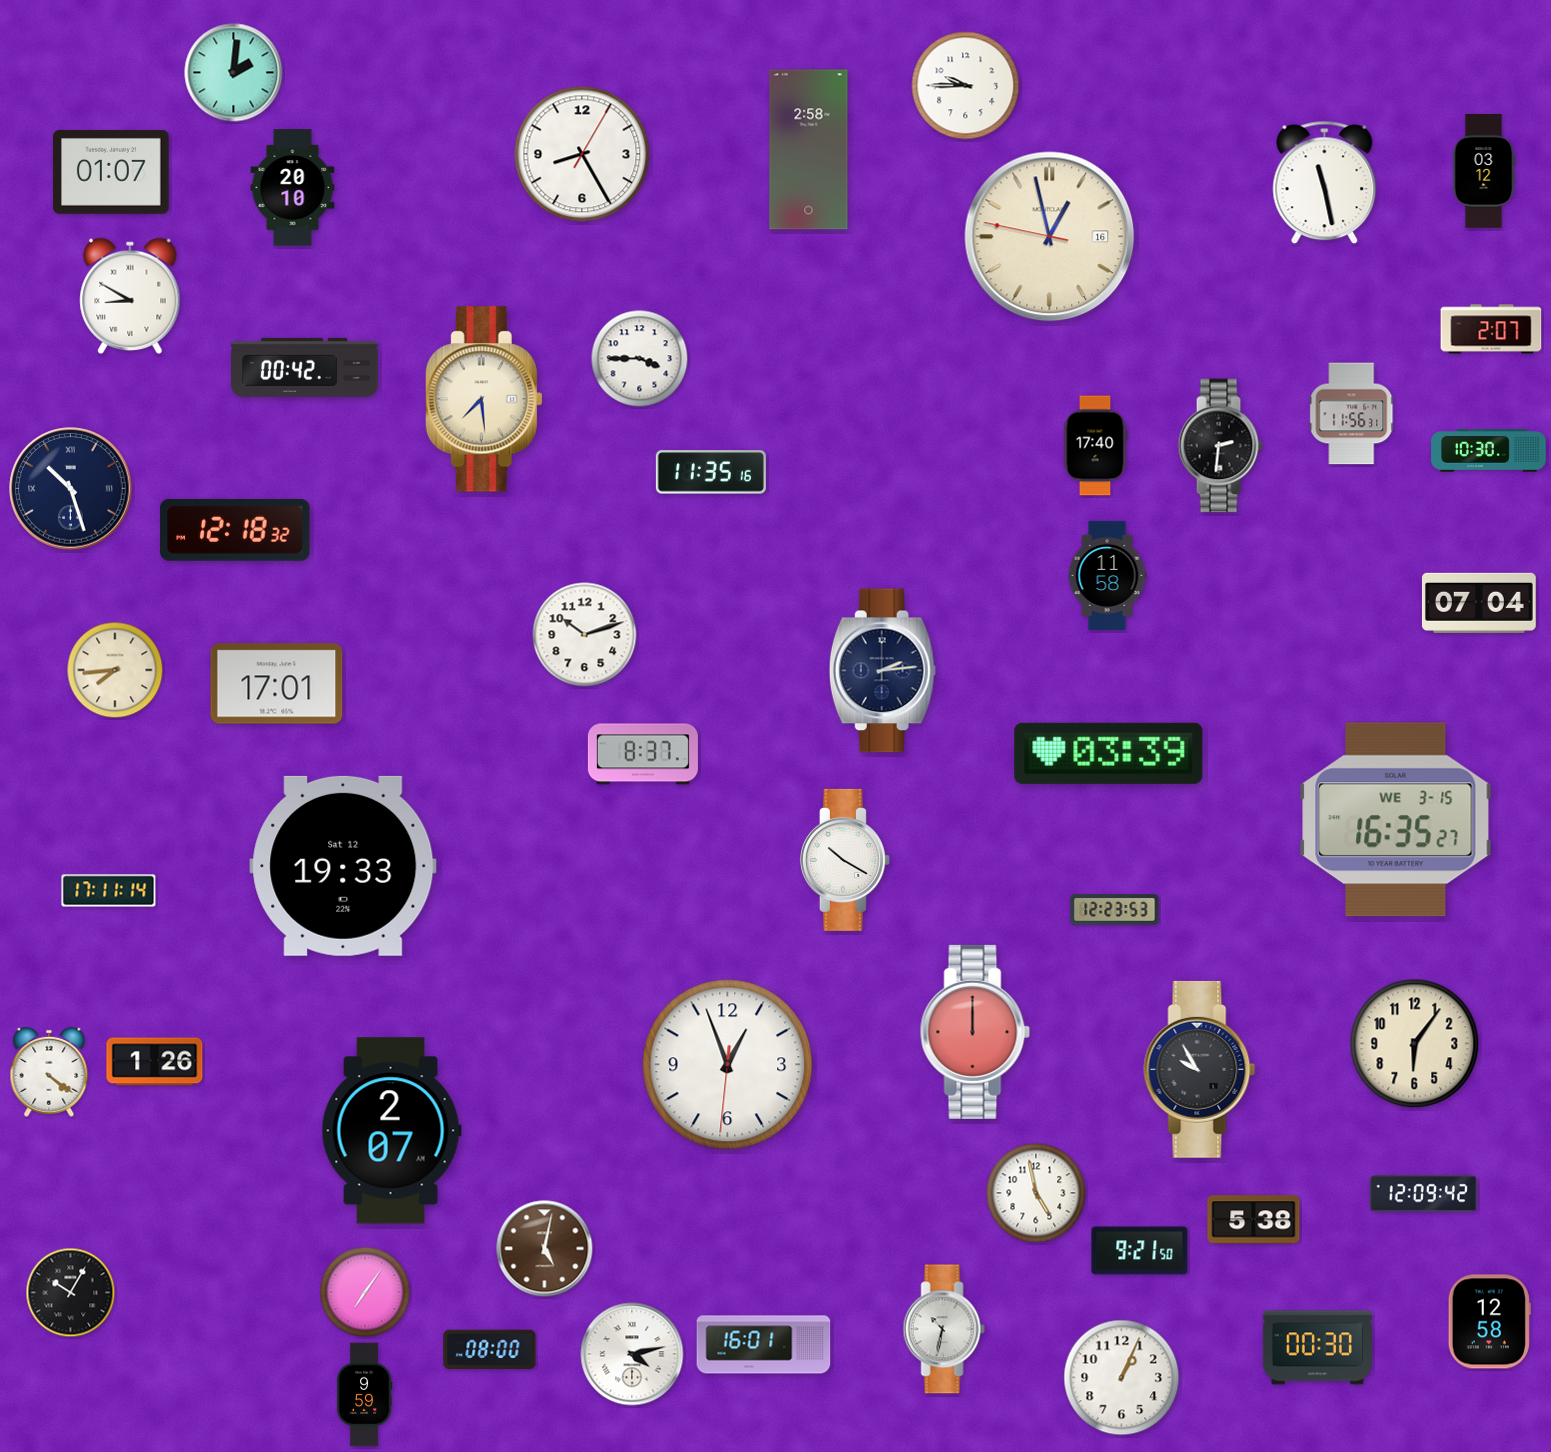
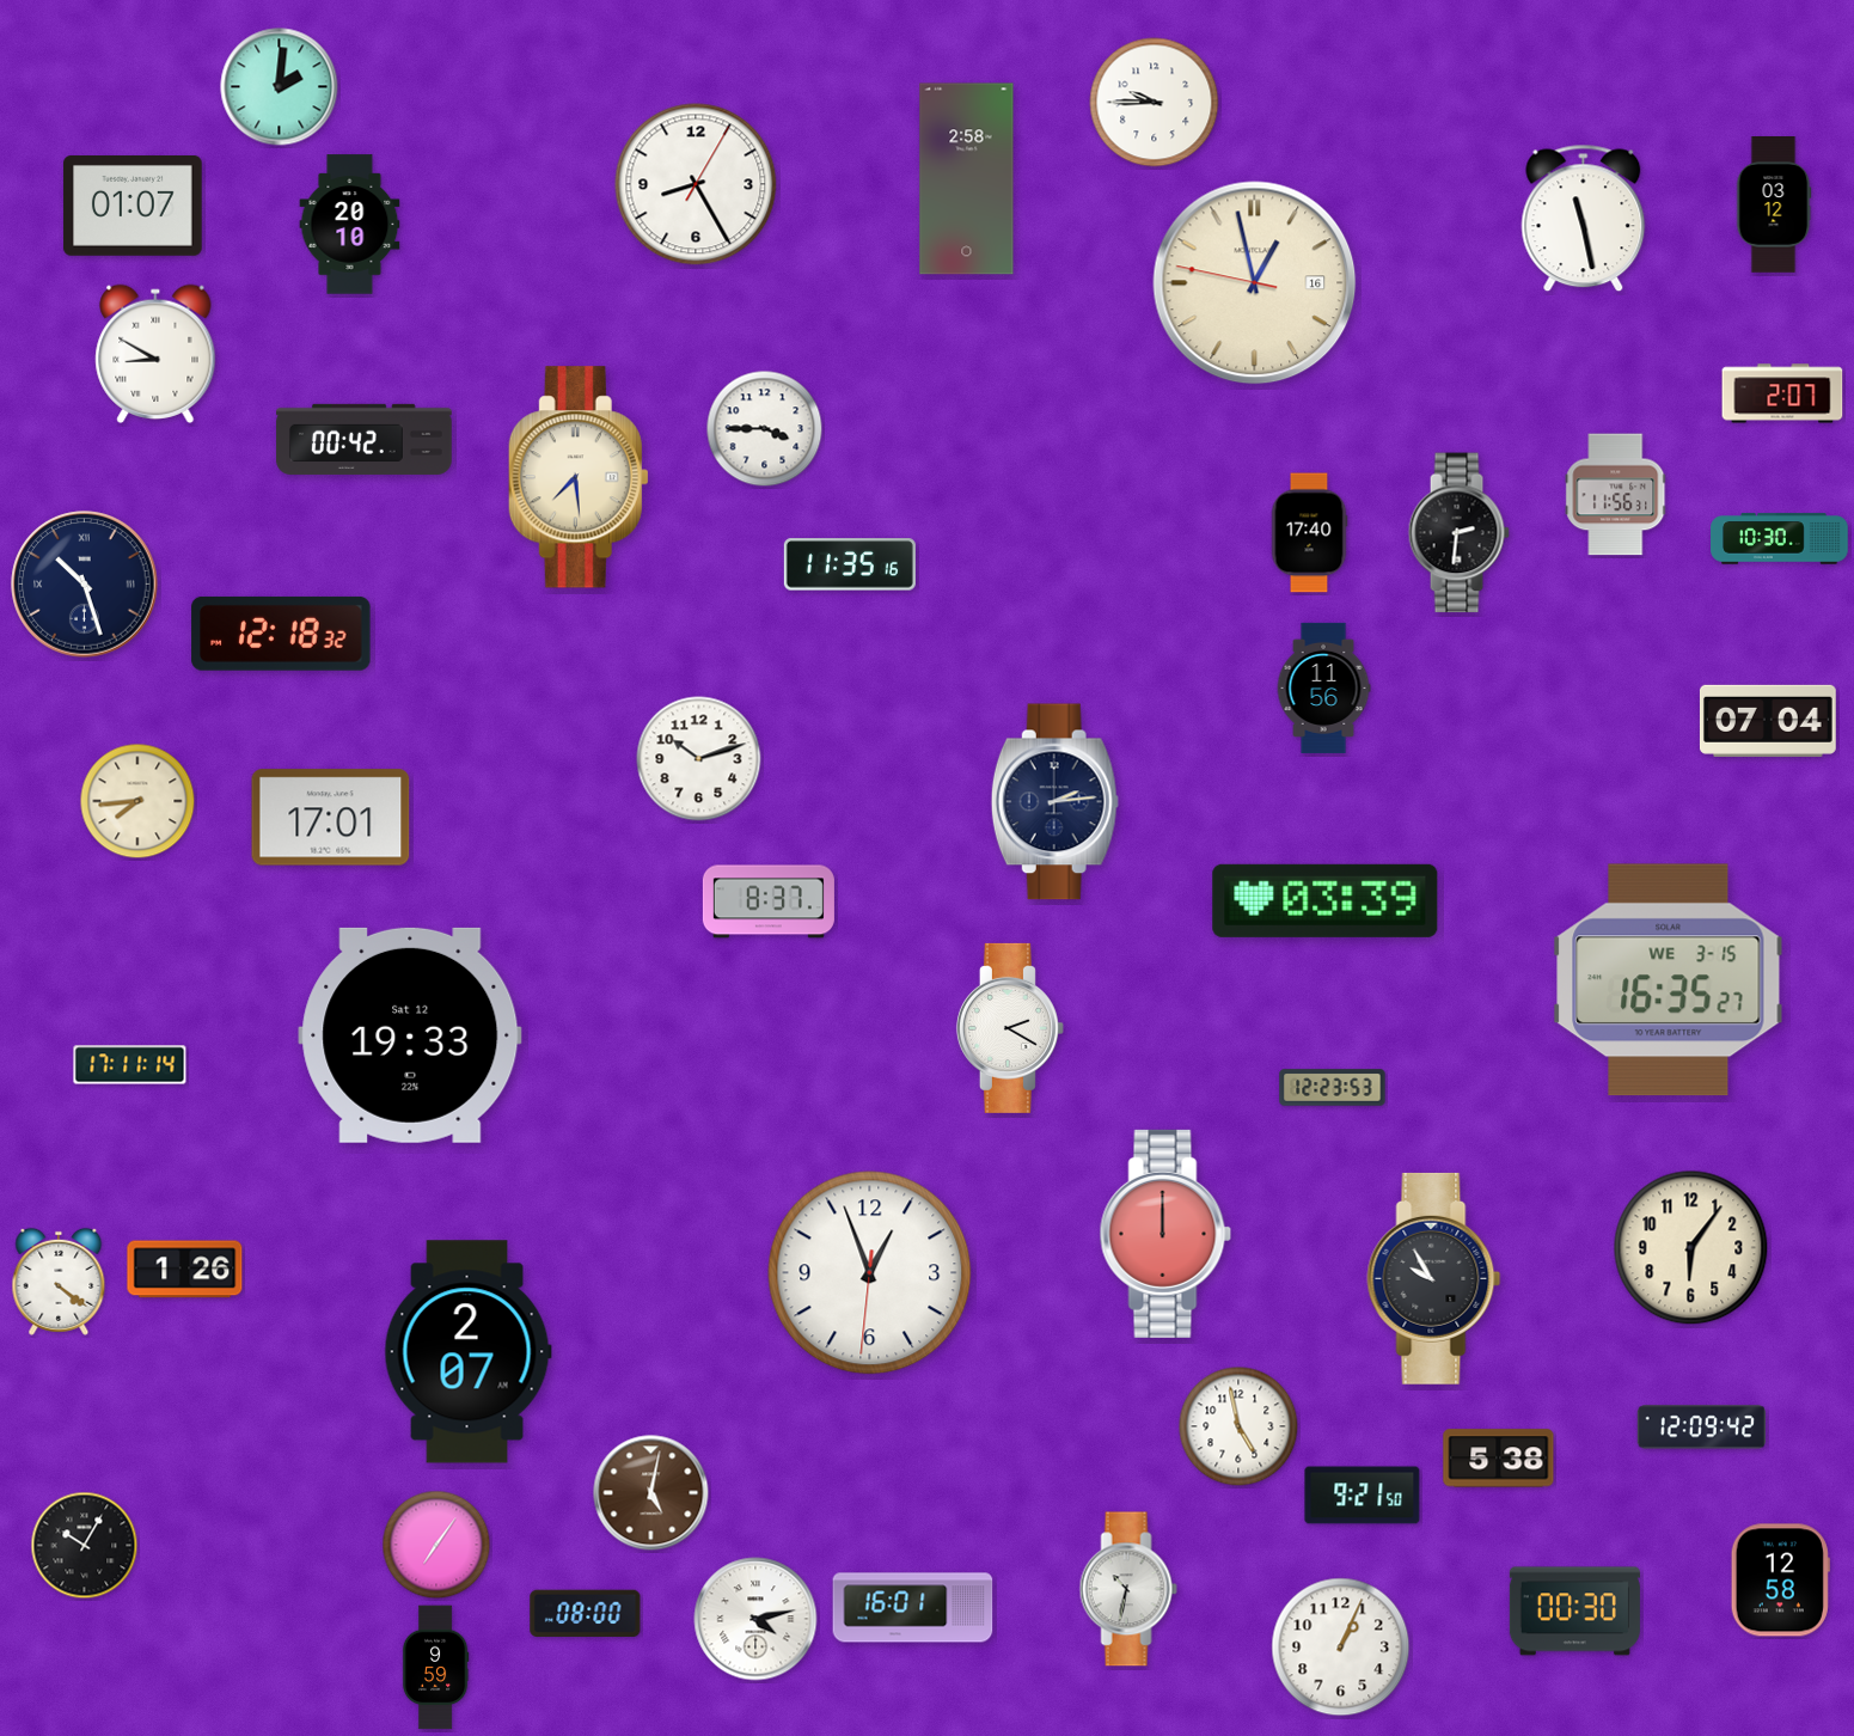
clock at (1107, 575): 11:58 -> 11:56
clock at (845, 860): 10:20 -> 2:20
